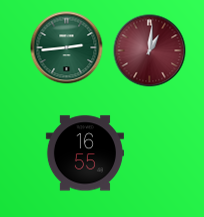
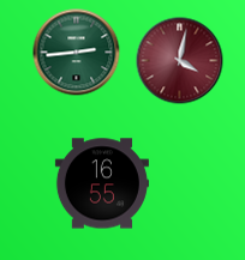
clock at (67, 48) position: (67, 48) -> (77, 53)
clock at (150, 51): 1:01 -> 4:02
